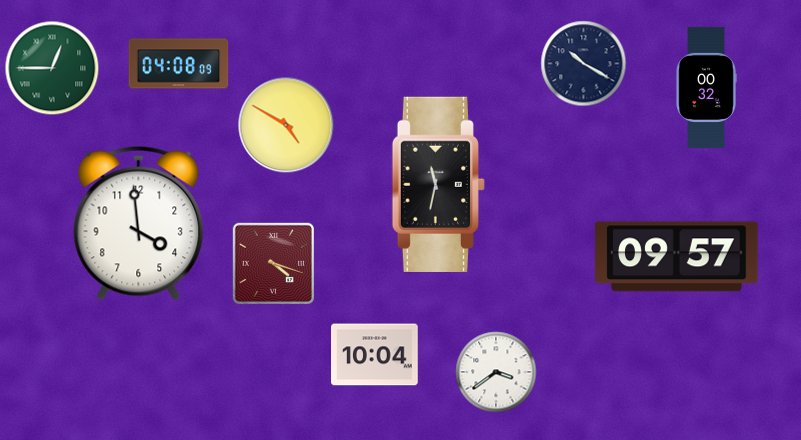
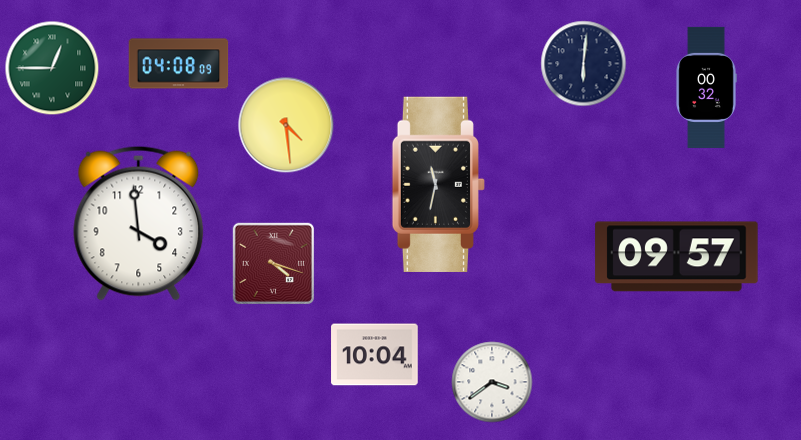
clock at (584, 64): 10:20 -> 6:01
clock at (286, 125): 4:50 -> 4:29
clock at (496, 372) position: (496, 372) -> (492, 382)
